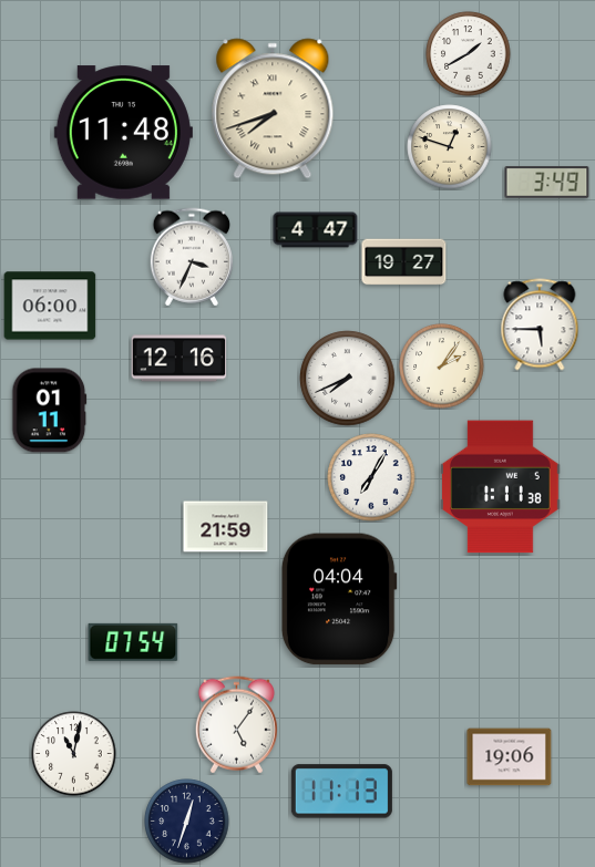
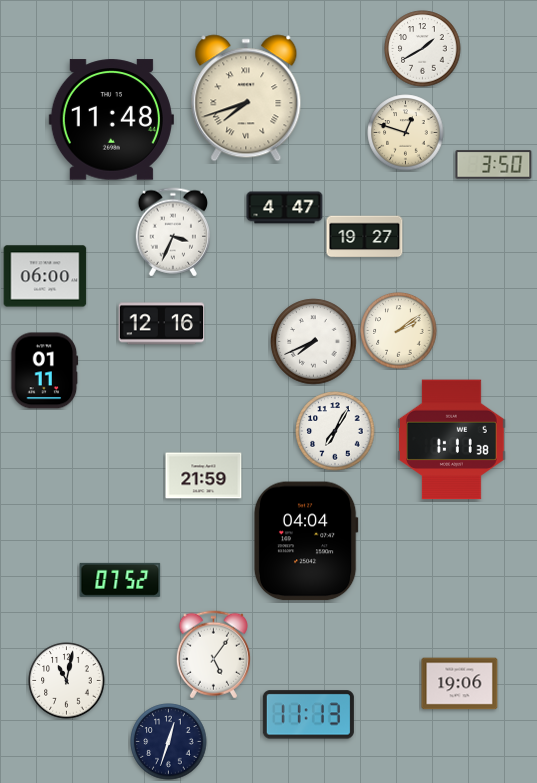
clock at (547, 183): 3:49 -> 3:50
clock at (540, 324): 5:45 -> none
clock at (442, 367): 2:06 -> 2:09
clock at (133, 642): 07:54 -> 07:52
